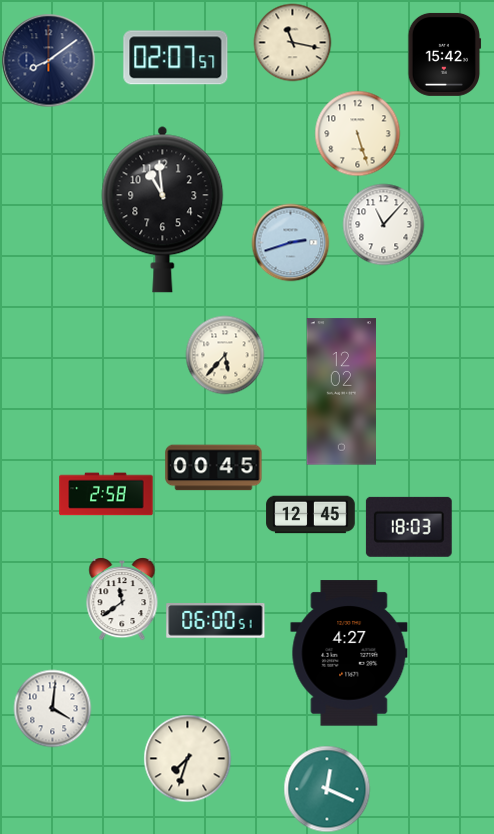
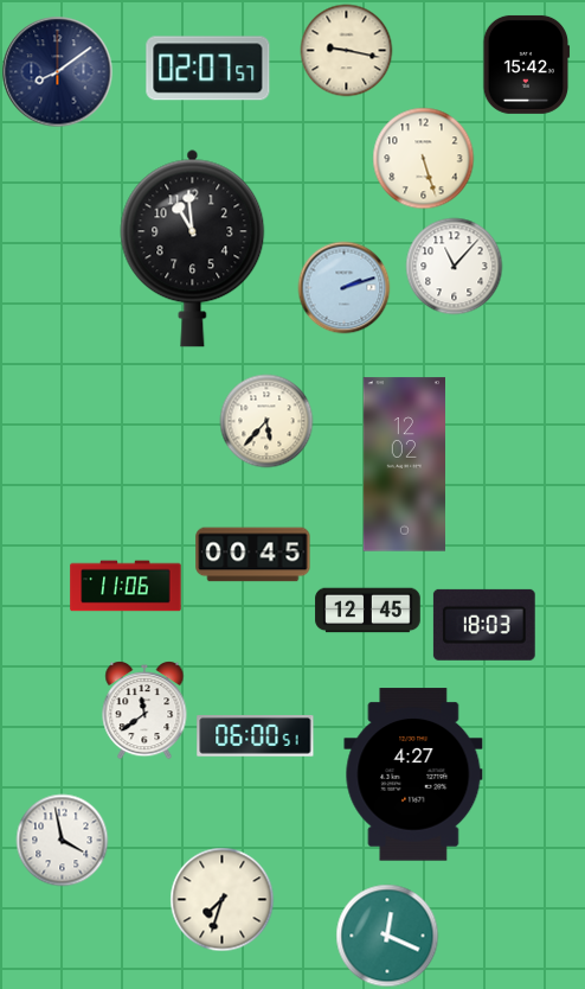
clock at (292, 42): 11:17 -> 9:17
clock at (290, 242): 2:42 -> 2:12
clock at (106, 494): 2:58 -> 11:06
clock at (52, 708): 4:01 -> 3:58
